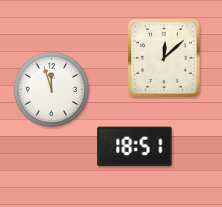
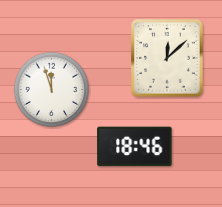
clock at (164, 58) position: (164, 58) -> (167, 58)
clock at (135, 147): 18:51 -> 18:46
